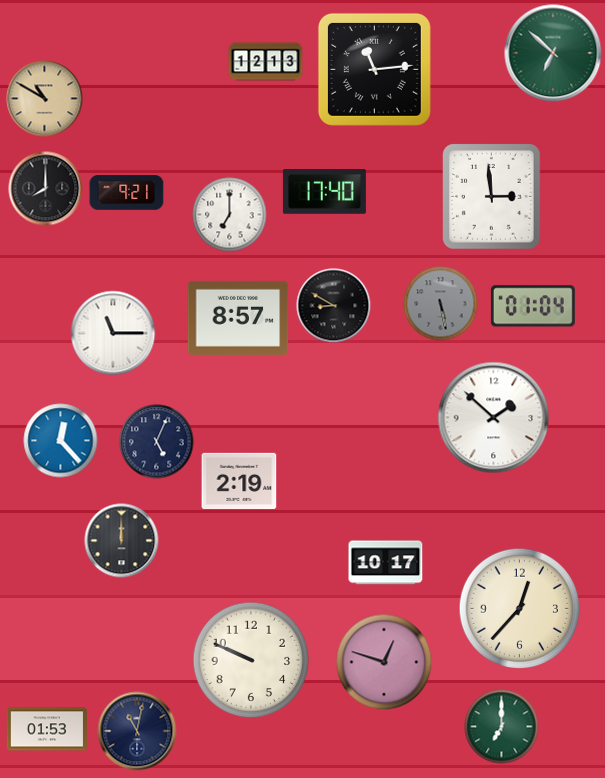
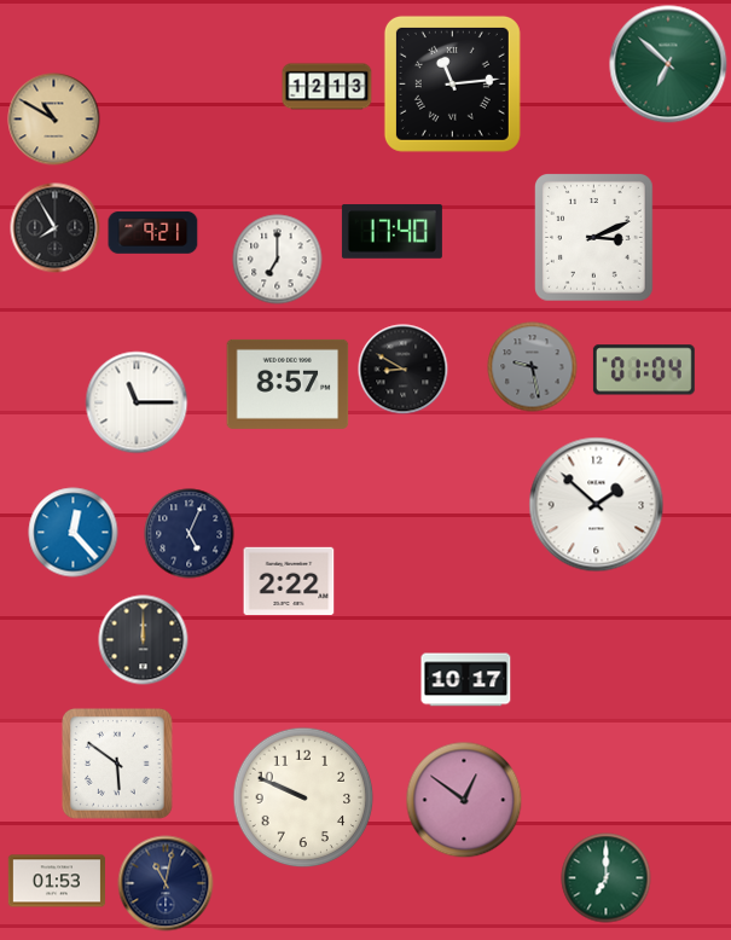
clock at (266, 62) position: (266, 62) -> (327, 87)
clock at (46, 189): 8:00 -> 7:55
clock at (492, 197): 2:59 -> 3:11
clock at (441, 304): 5:28 -> 9:28
clock at (239, 480): 2:19 -> 2:22
clock at (122, 541) position: (122, 541) -> (144, 640)
clock at (519, 608): 12:37 -> none
clock at (117, 764): none -> 5:51
clock at (384, 662): 12:48 -> 12:51
